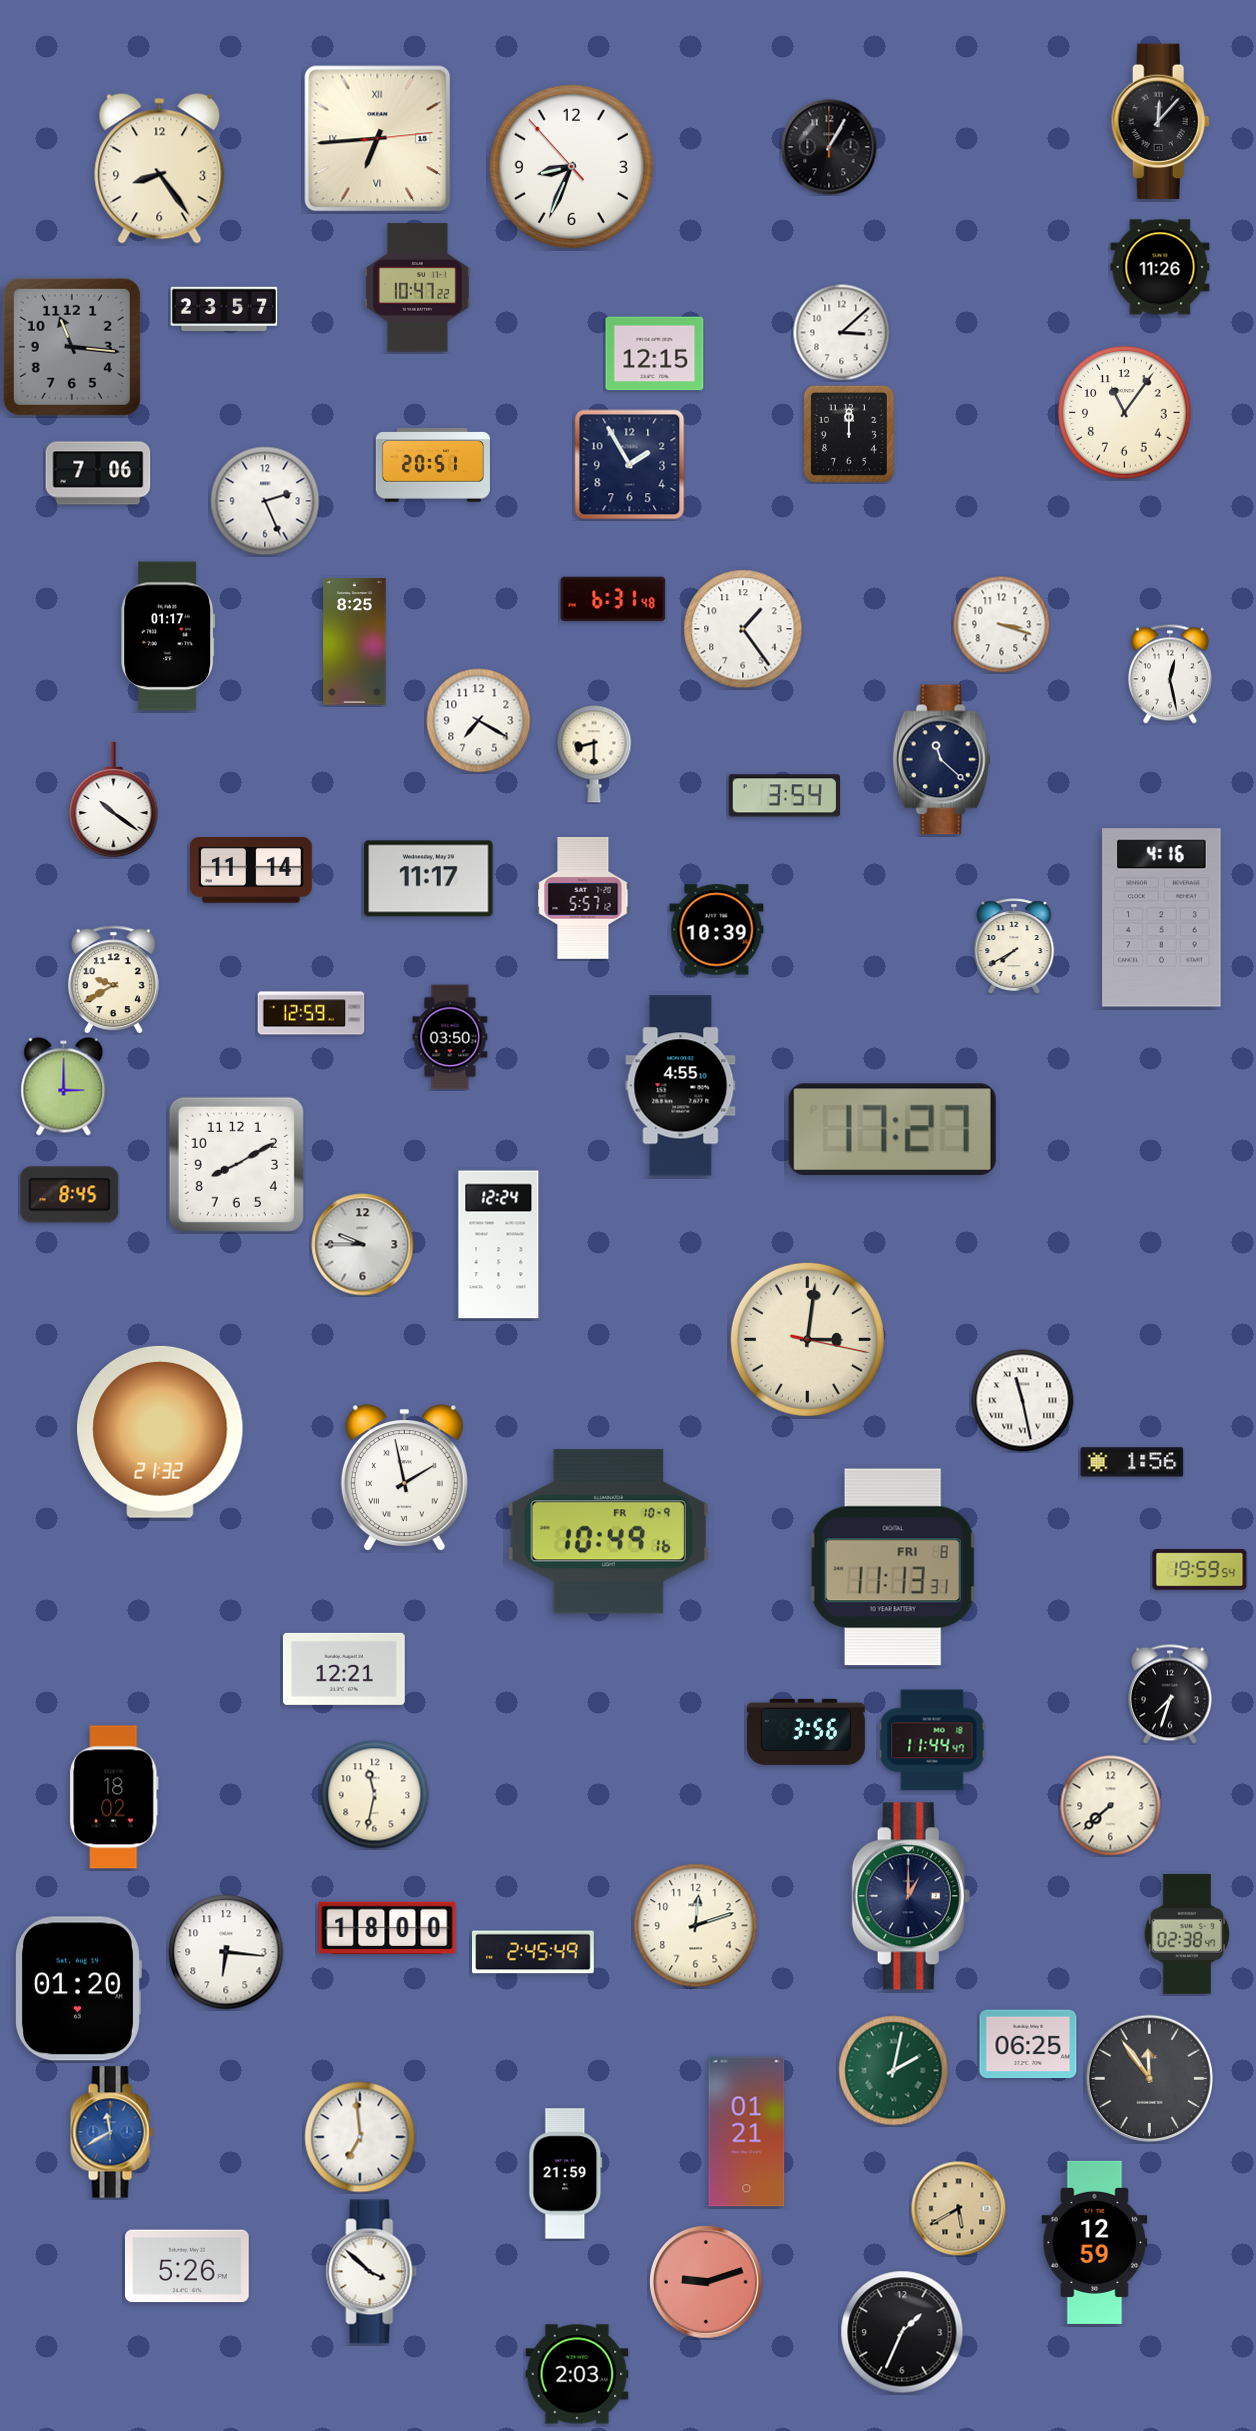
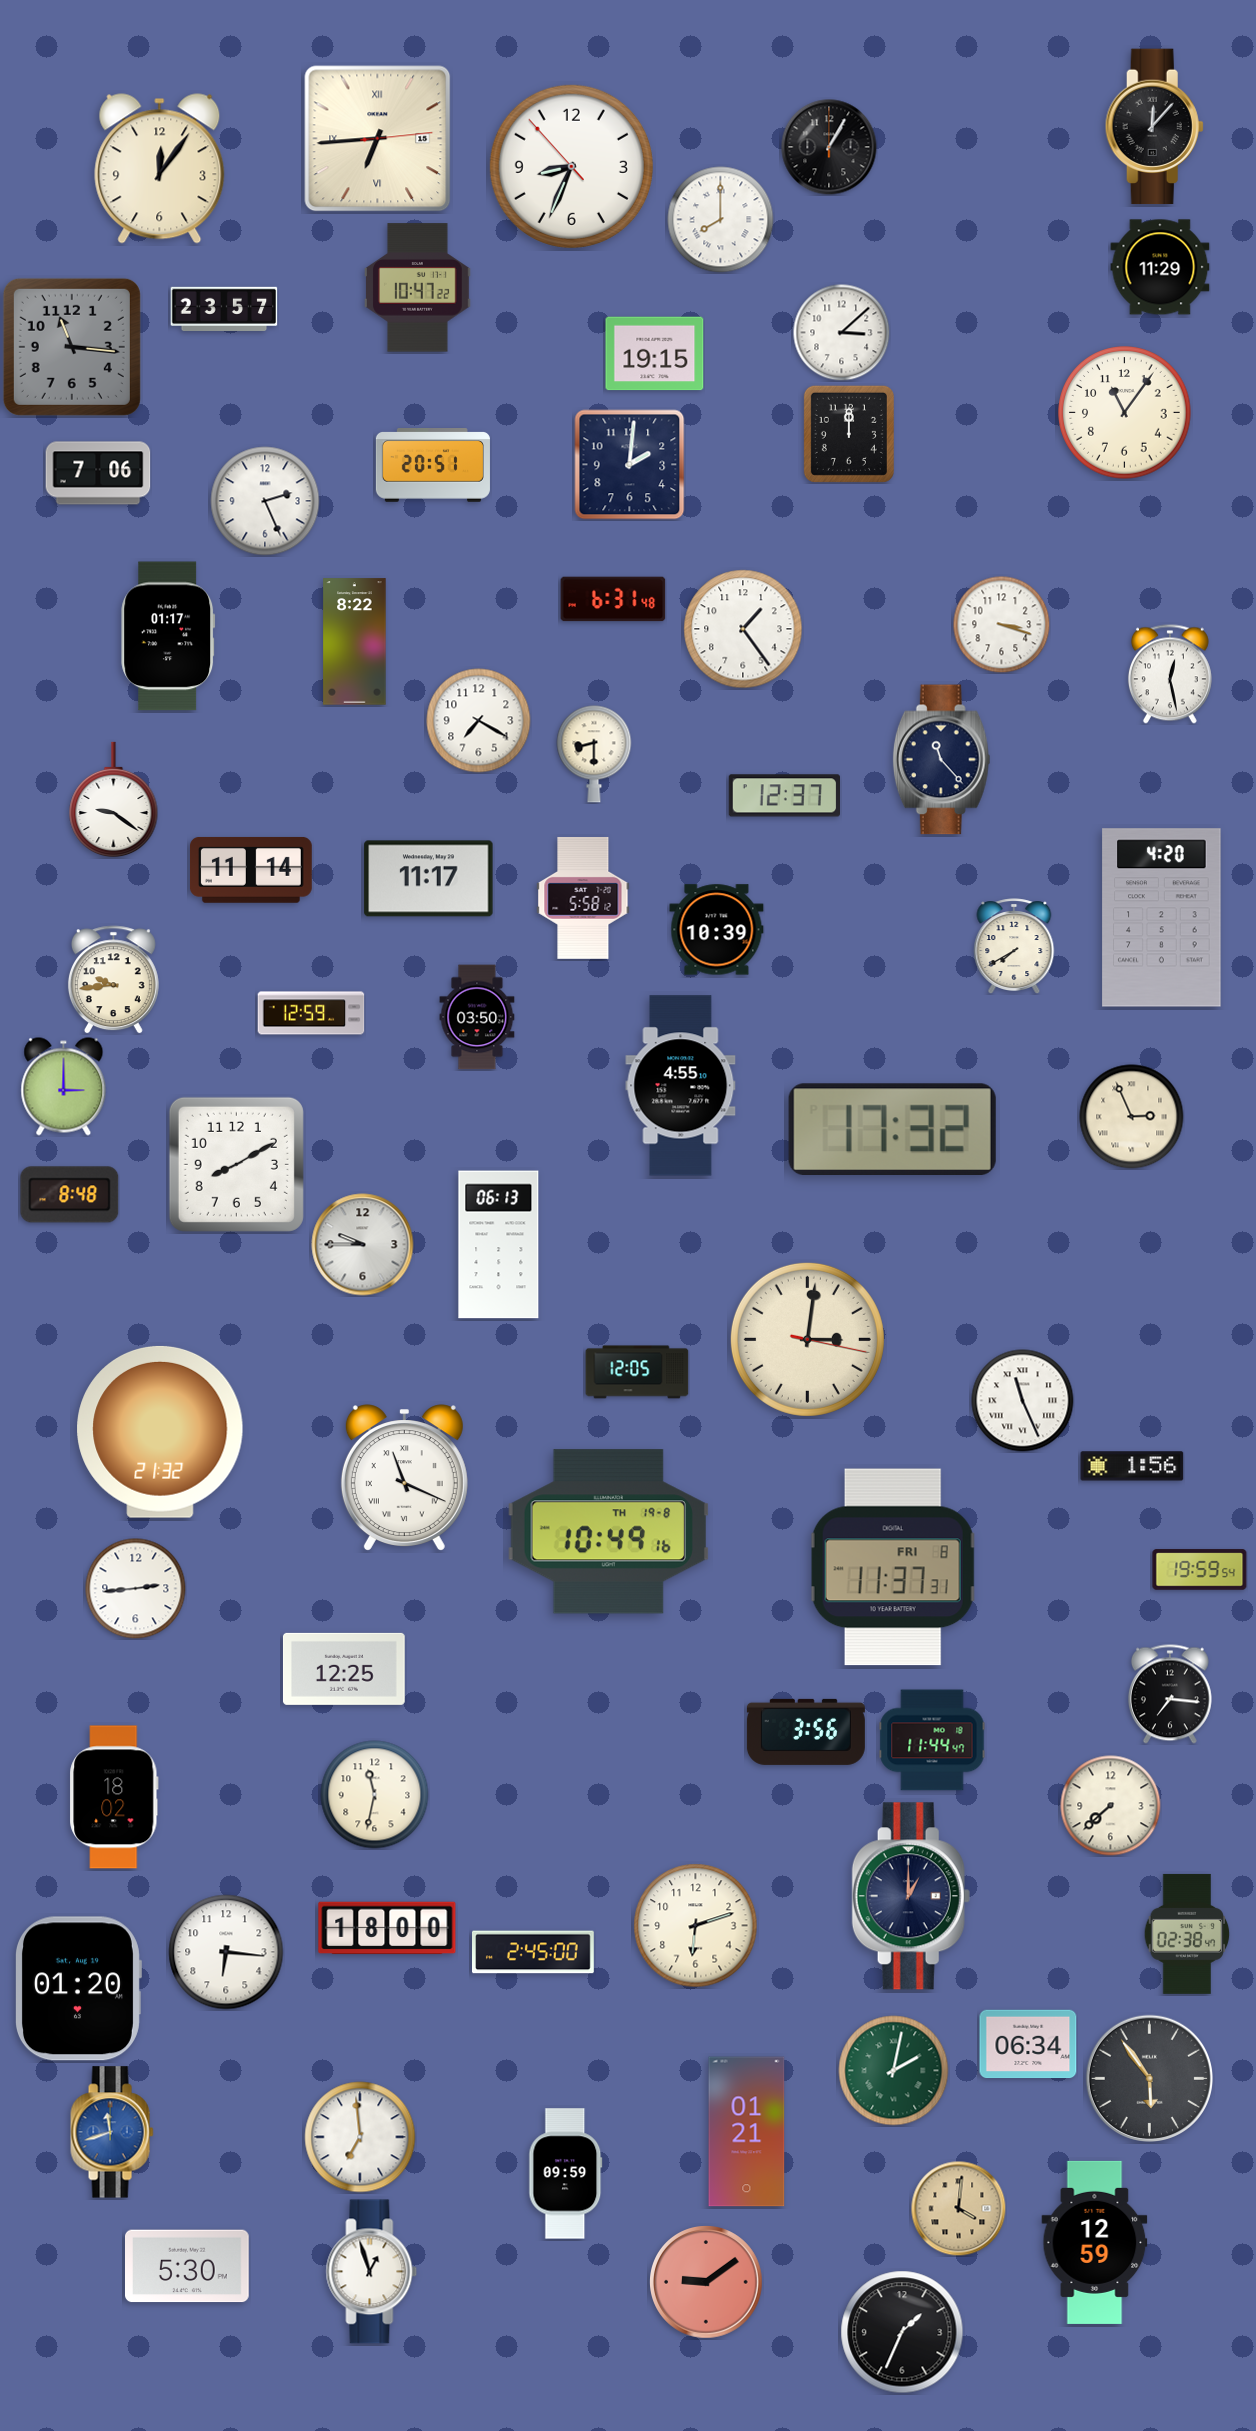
clock at (1160, 122) position: (1160, 122) -> (1154, 127)
clock at (160, 169): 8:24 -> 12:06
clock at (721, 220): none -> 8:00
clock at (1160, 267): 11:26 -> 11:29
clock at (655, 354): 12:15 -> 19:15
clock at (630, 465): 1:55 -> 2:01
clock at (355, 642): 8:25 -> 8:22
clock at (941, 760): 11:22 -> 11:23
clock at (784, 796): 3:54 -> 12:37
clock at (114, 800): 10:21 -> 9:21
clock at (583, 898): 5:57 -> 5:58
clock at (1162, 918): 4:16 -> 4:20
clock at (113, 980): 9:40 -> 9:44
clock at (450, 1037) position: (450, 1037) -> (477, 1017)
clock at (1132, 1117): none -> 2:56
clock at (892, 1129): 17:27 -> 17:32
clock at (70, 1195): 8:45 -> 8:48
clock at (499, 1245): 12:24 -> 06:13
clock at (637, 1372): none -> 12:05
clock at (1023, 1401): 11:28 -> 11:26
clock at (1132, 1462) position: (1132, 1462) -> (1132, 1466)
clock at (404, 1478): 1:58 -> 11:19
clock at (608, 1532) date: FR 10-9 -> TH 19-8
clock at (893, 1567): 11:13 -> 11:37
clock at (136, 1589): none -> 2:44
clock at (344, 1669): 12:21 -> 12:25
clock at (1170, 1694): 7:33 -> 7:16
clock at (696, 1926): 12:12 -> 6:12
clock at (534, 1952): 2:45:49 -> 2:45:00
clock at (1028, 2044): 06:25 -> 06:34
clock at (1149, 2078): 11:54 -> 5:54
clock at (112, 2132): 11:40 -> 11:42
clock at (566, 2174): 21:59 -> 09:59
clock at (958, 2208): 5:40 -> 4:01
clock at (188, 2266): 5:26 -> 5:30
clock at (372, 2272): 3:52 -> 12:57
clock at (706, 2282): 9:12 -> 9:09
clock at (577, 2374): 2:03 -> none
